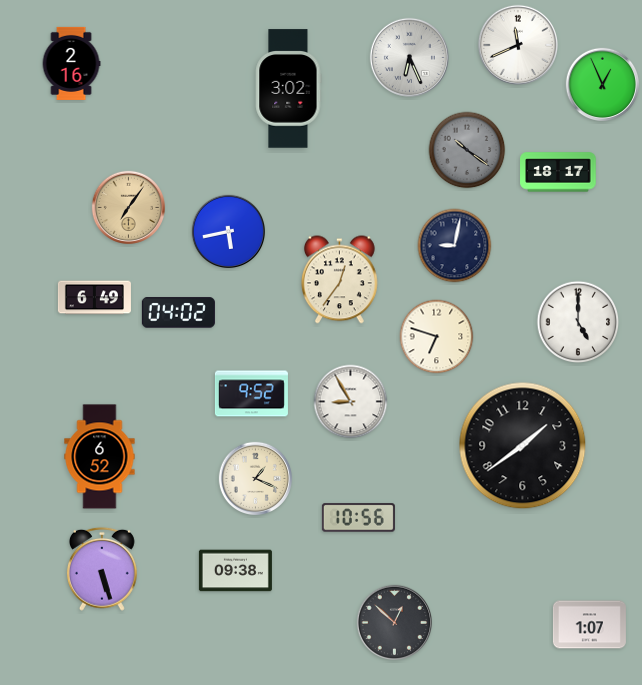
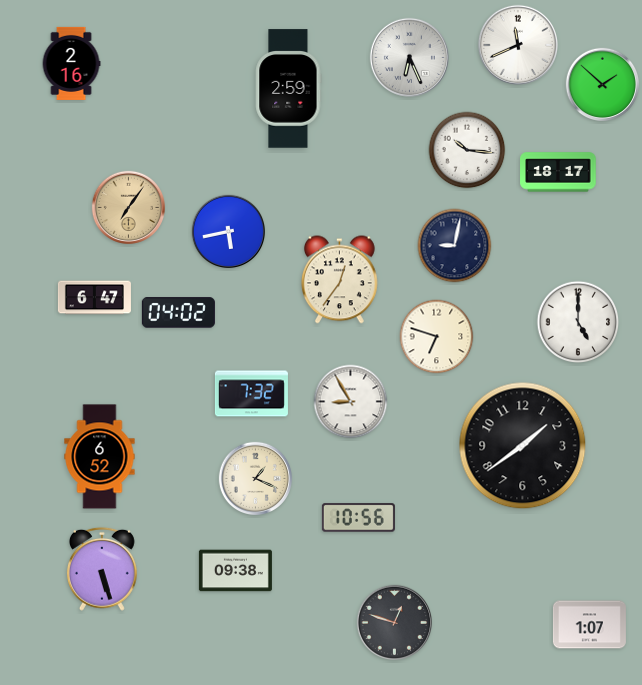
clock at (602, 84): 12:56 -> 1:52
clock at (289, 89): 3:02 -> 2:59
clock at (467, 150): 10:21 -> 10:16
clock at (467, 150) dial: grey -> white
clock at (94, 298): 6:49 -> 6:47
clock at (251, 394): 9:52 -> 7:32
clock at (394, 622): 12:52 -> 12:48
